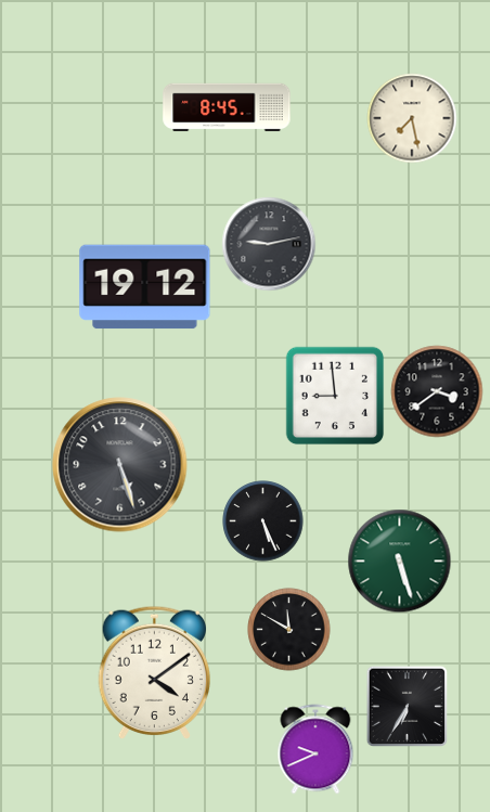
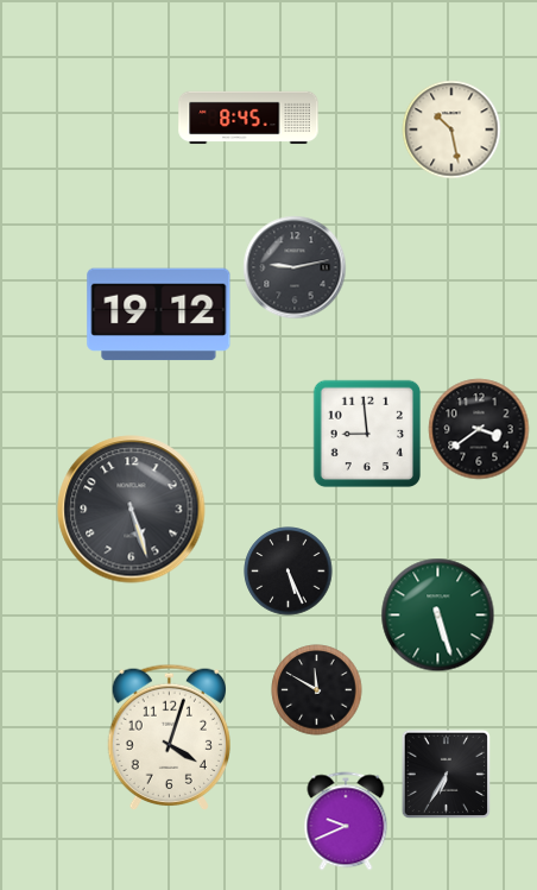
clock at (412, 118): 7:28 -> 10:28
clock at (155, 673): 4:09 -> 4:03
